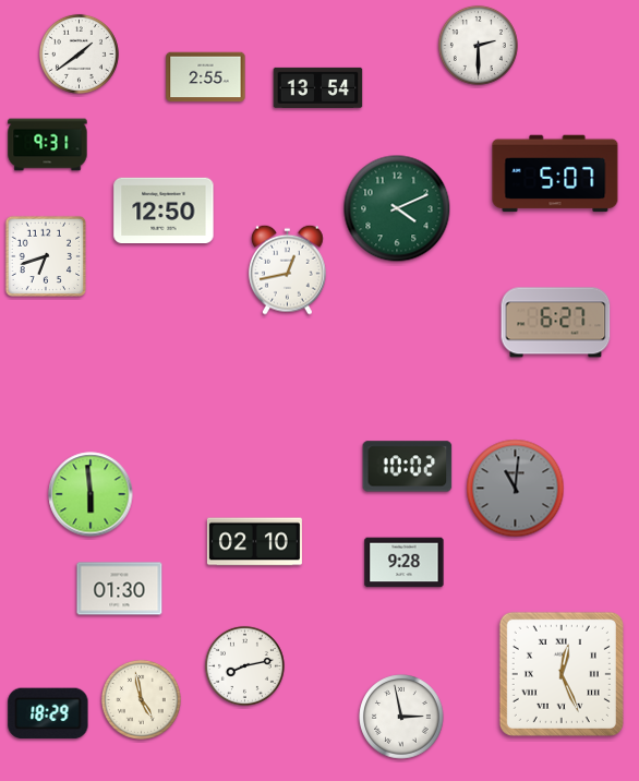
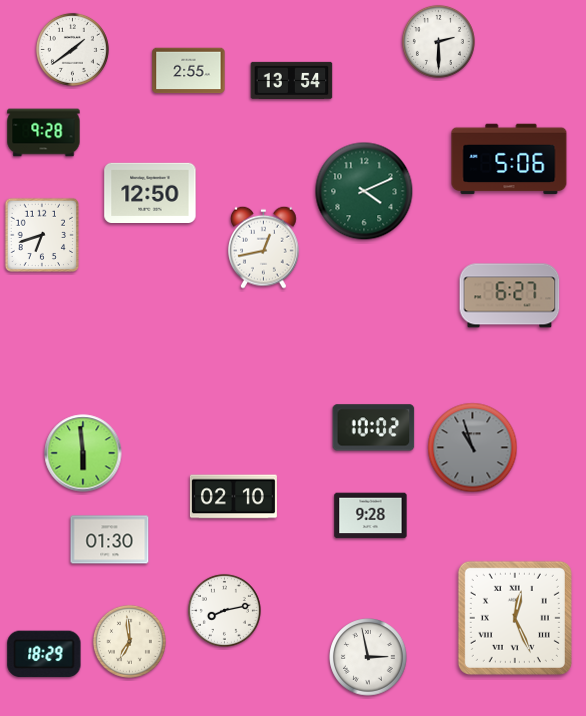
clock at (48, 145): 9:31 -> 9:28
clock at (555, 173): 5:07 -> 5:06
clock at (516, 489): 11:01 -> 10:57
clock at (141, 699): 4:58 -> 6:59
